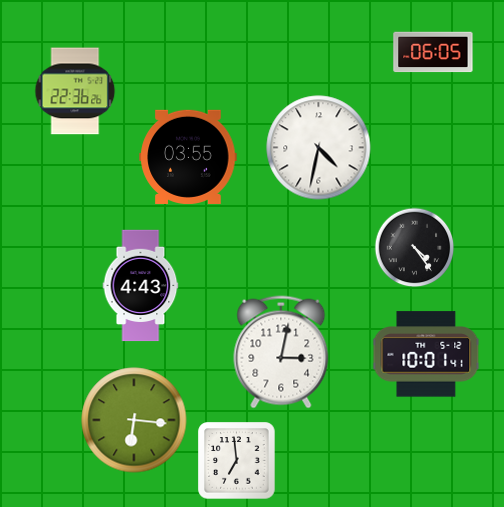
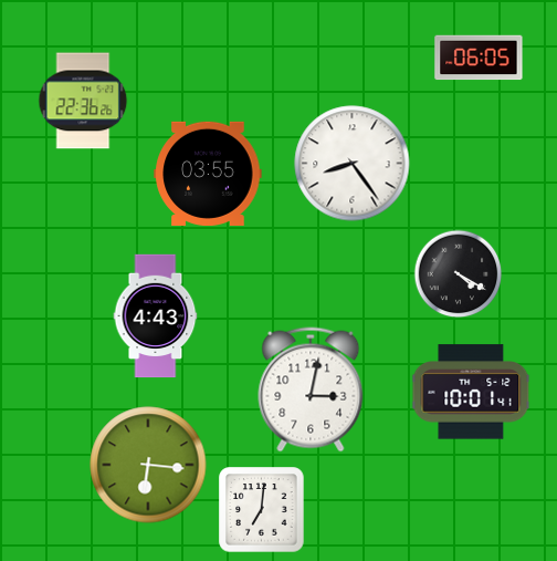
clock at (319, 148): 4:32 -> 8:24
clock at (415, 248): 4:24 -> 4:20
clock at (237, 461): 6:59 -> 7:01
